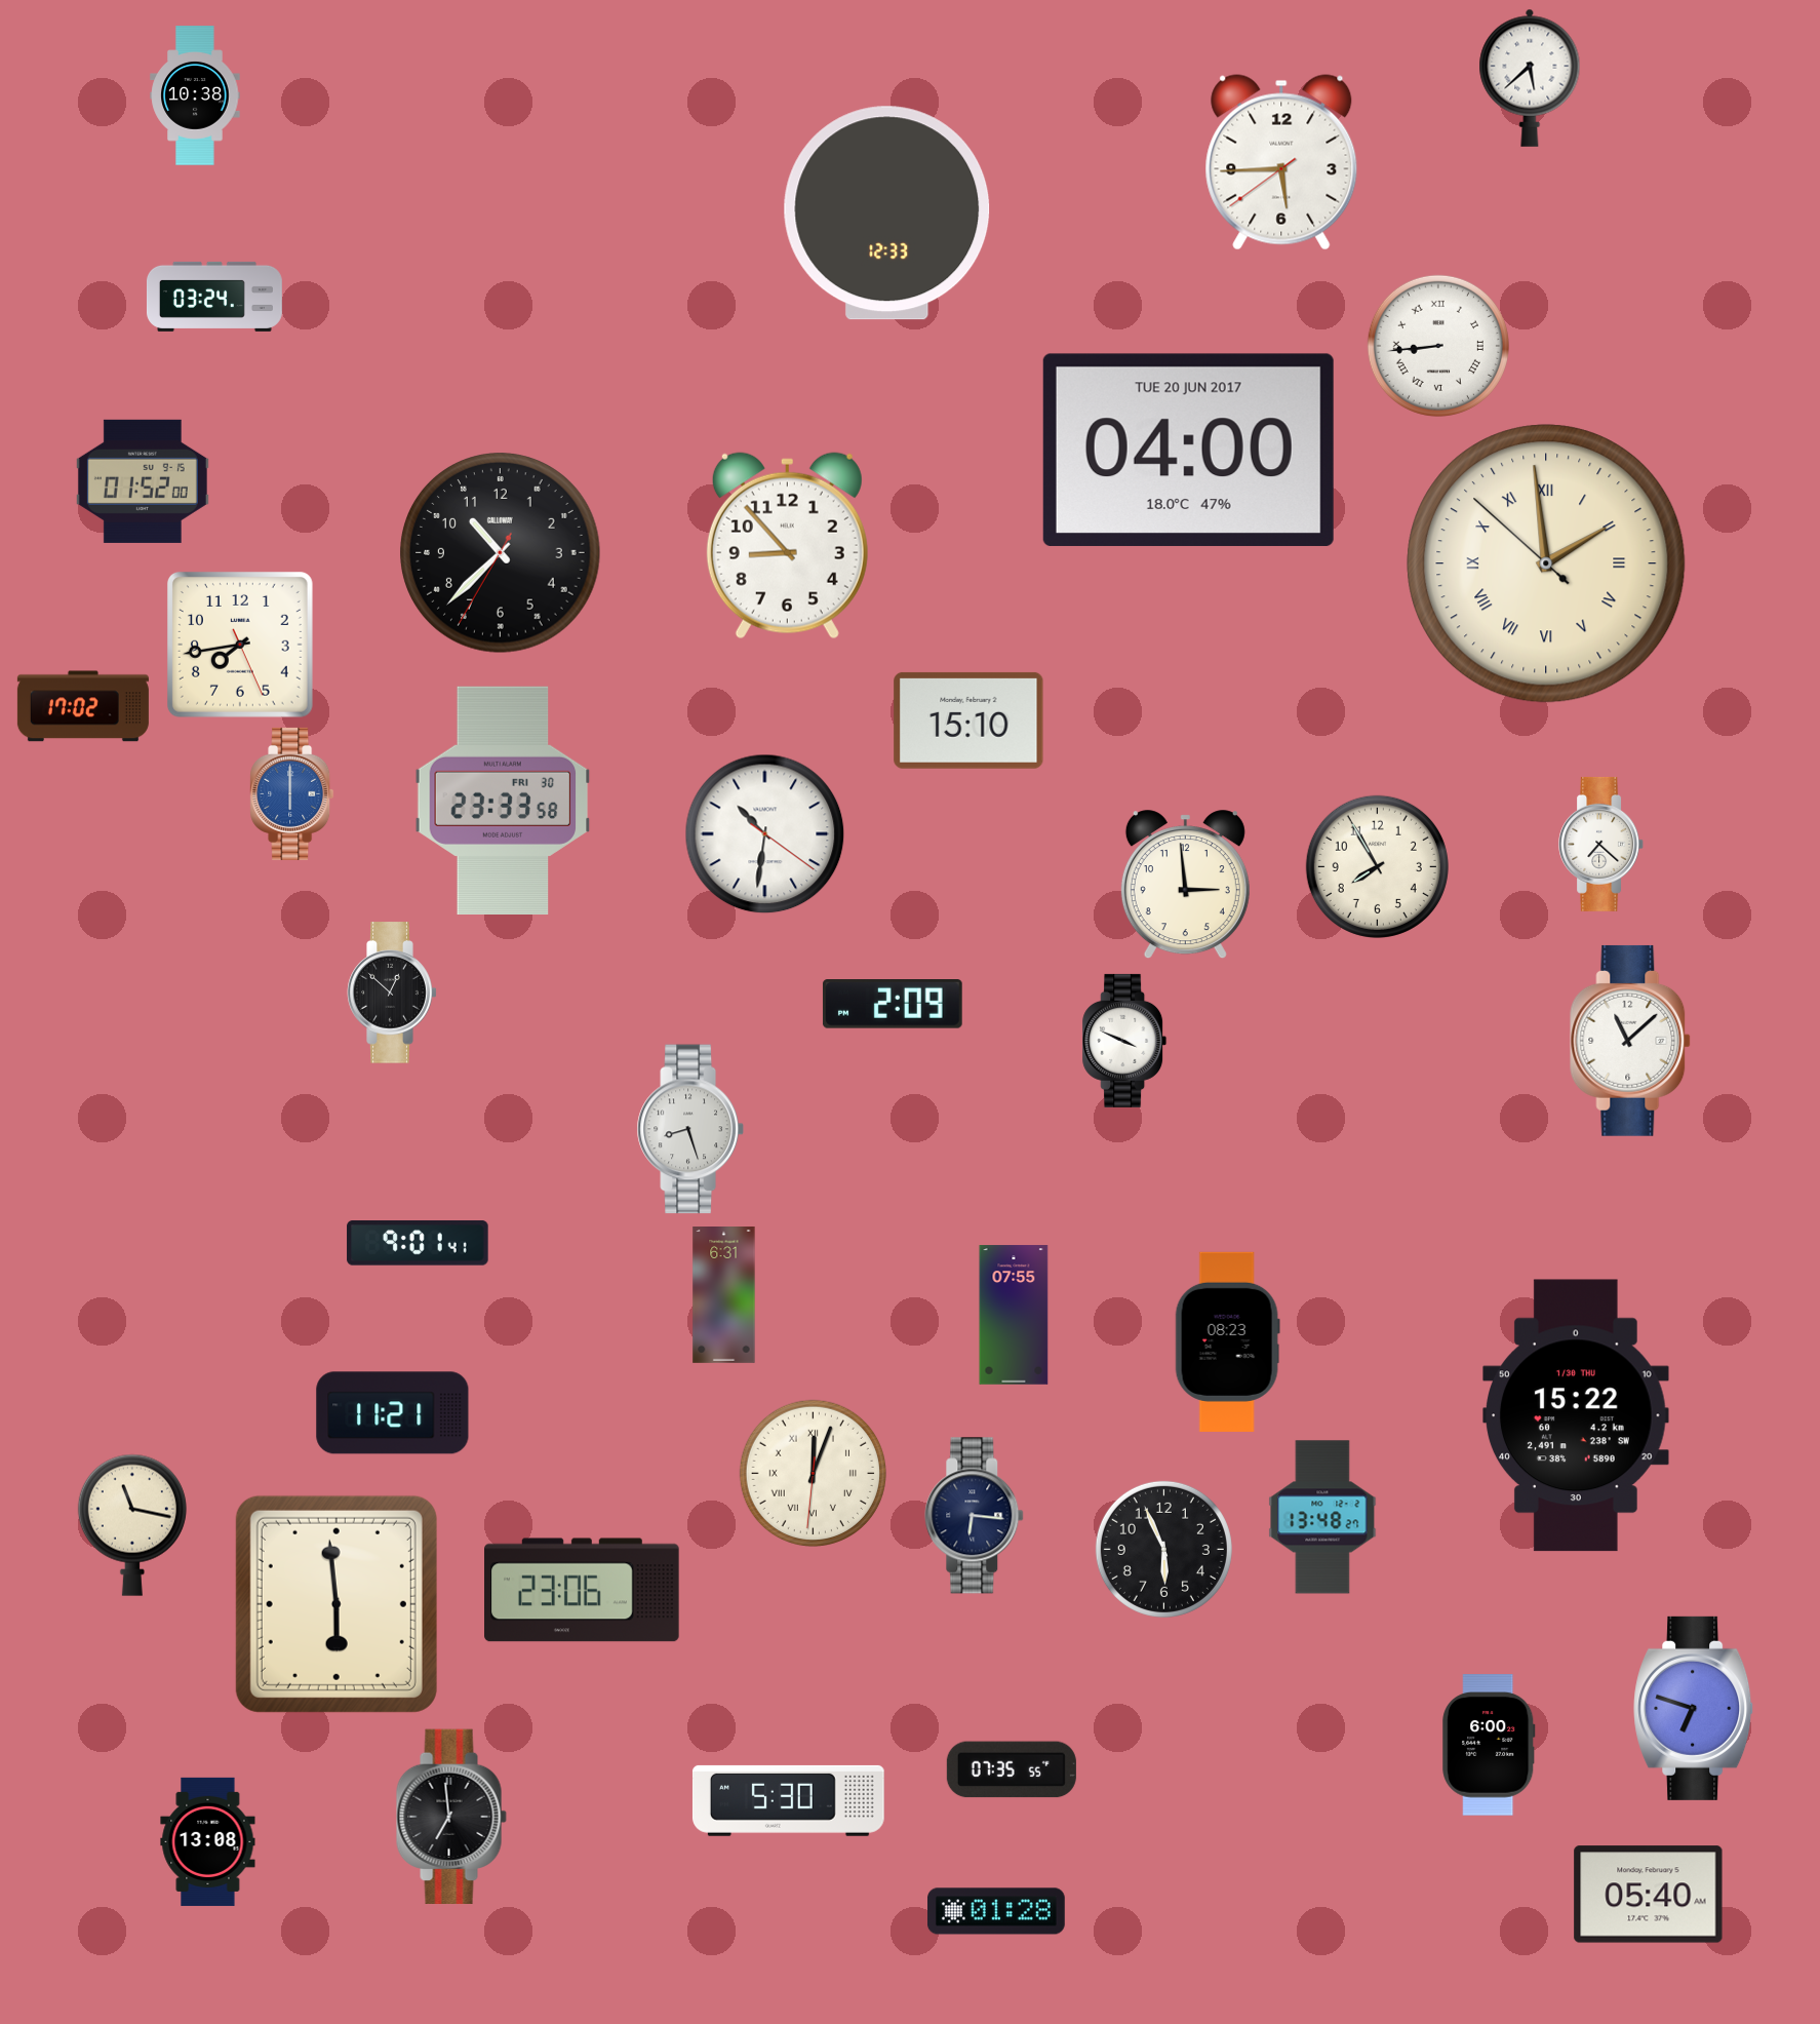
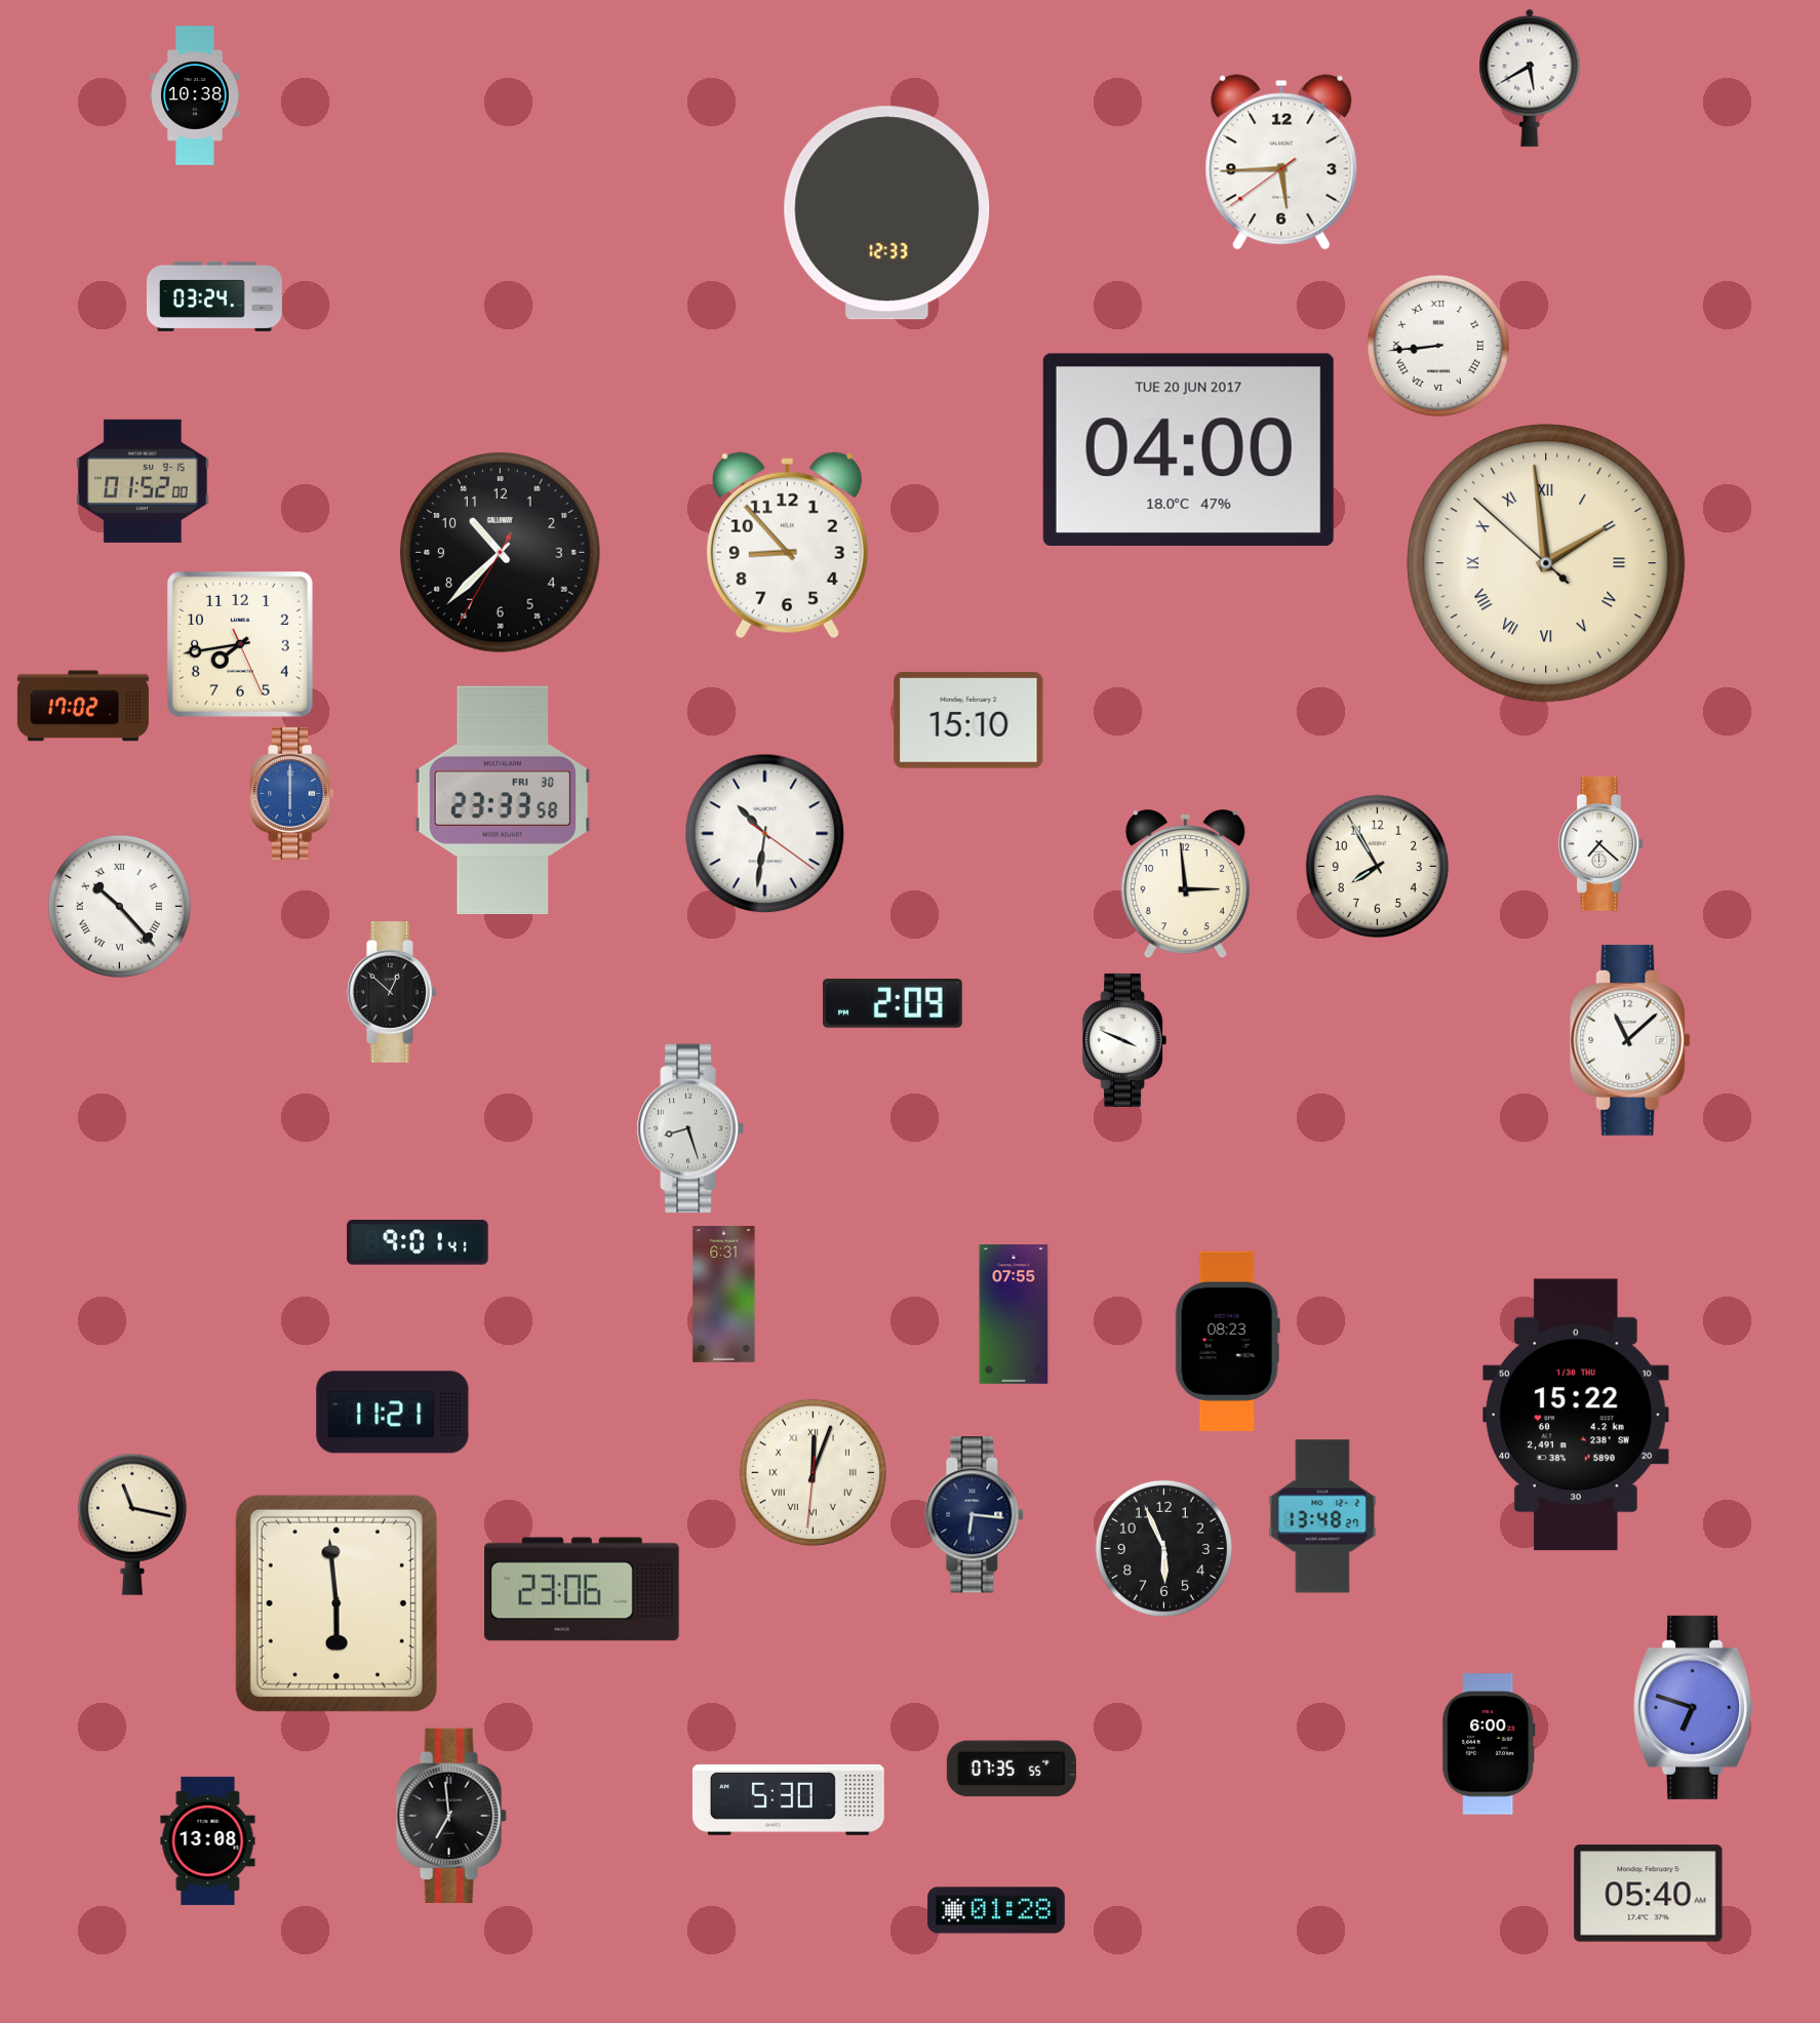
clock at (1530, 78): 5:38 -> 5:40
clock at (119, 906): none -> 10:23
